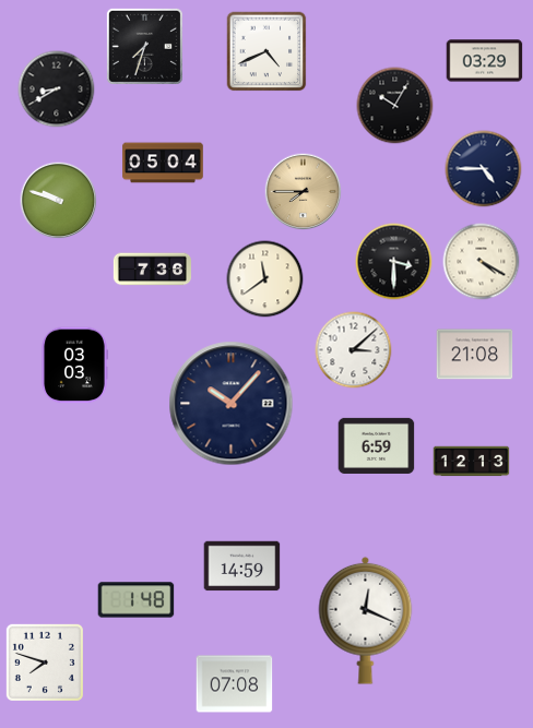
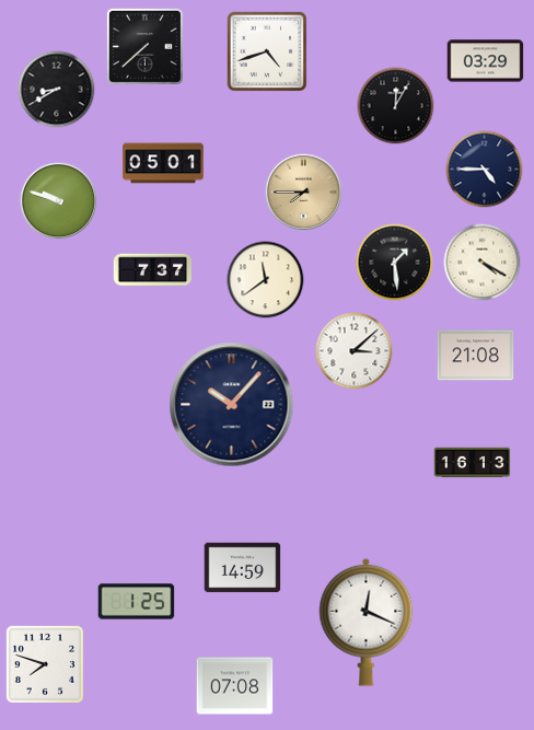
clock at (144, 46): 7:33 -> 7:38
clock at (266, 51): 4:41 -> 4:42
clock at (395, 106): 10:05 -> 12:05
clock at (163, 163): 05:04 -> 05:01
clock at (394, 262): 3:30 -> 1:29
clock at (152, 270): 7:36 -> 7:37
clock at (74, 366): 03:03 -> none
clock at (377, 445): 6:59 -> none
clock at (472, 462): 12:13 -> 16:13
clock at (137, 600): 1:48 -> 1:25
